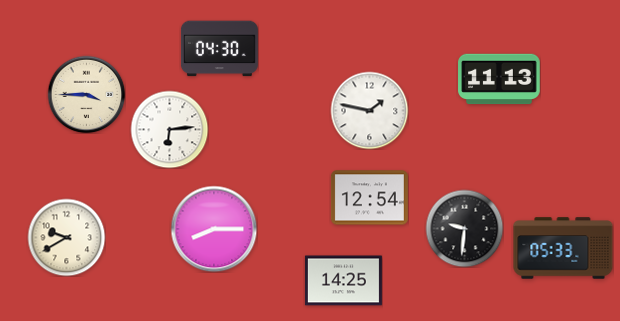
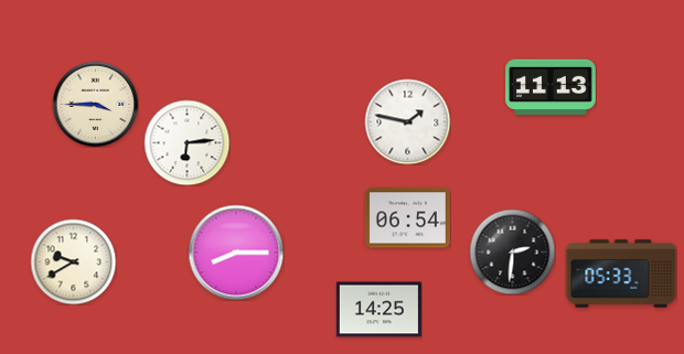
clock at (219, 49): 04:30 -> none
clock at (369, 198): 12:54 -> 06:54
clock at (464, 228): 9:31 -> 2:31
